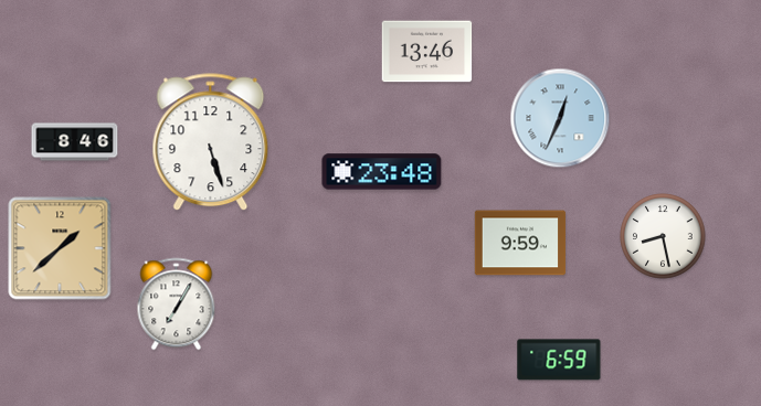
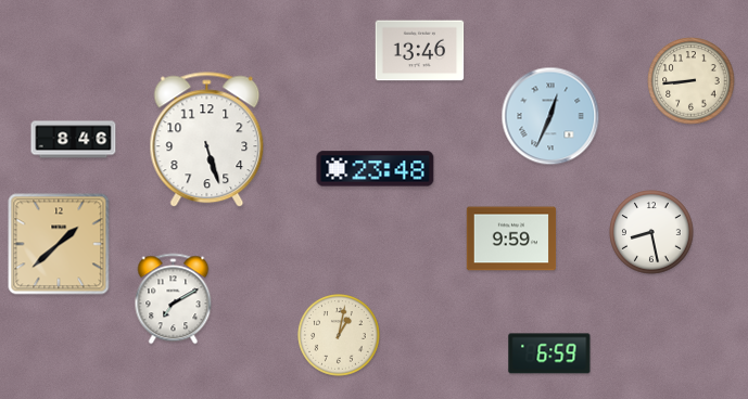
clock at (692, 81): none -> 8:44
clock at (177, 304): 7:05 -> 7:10
clock at (340, 336): none -> 1:02
